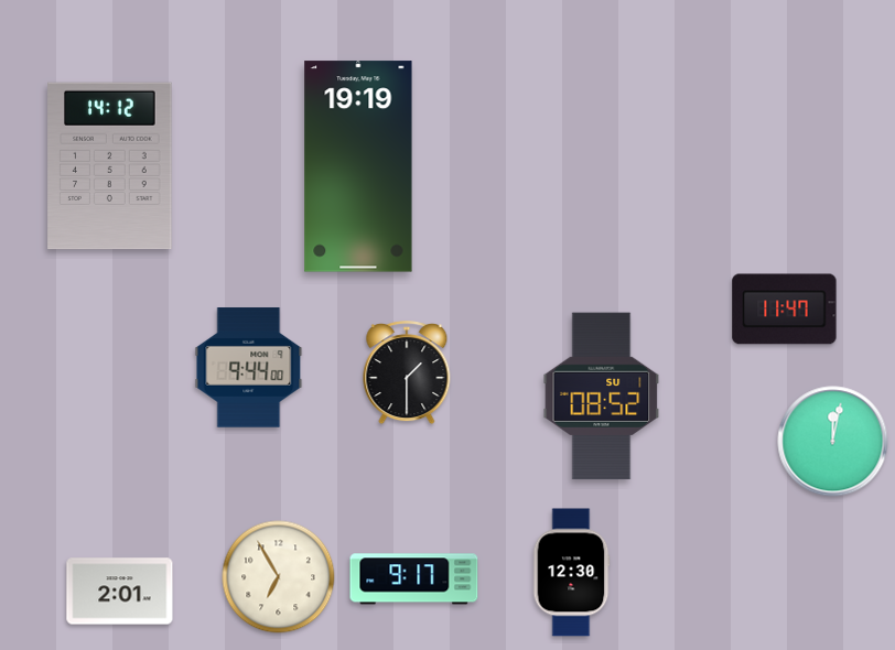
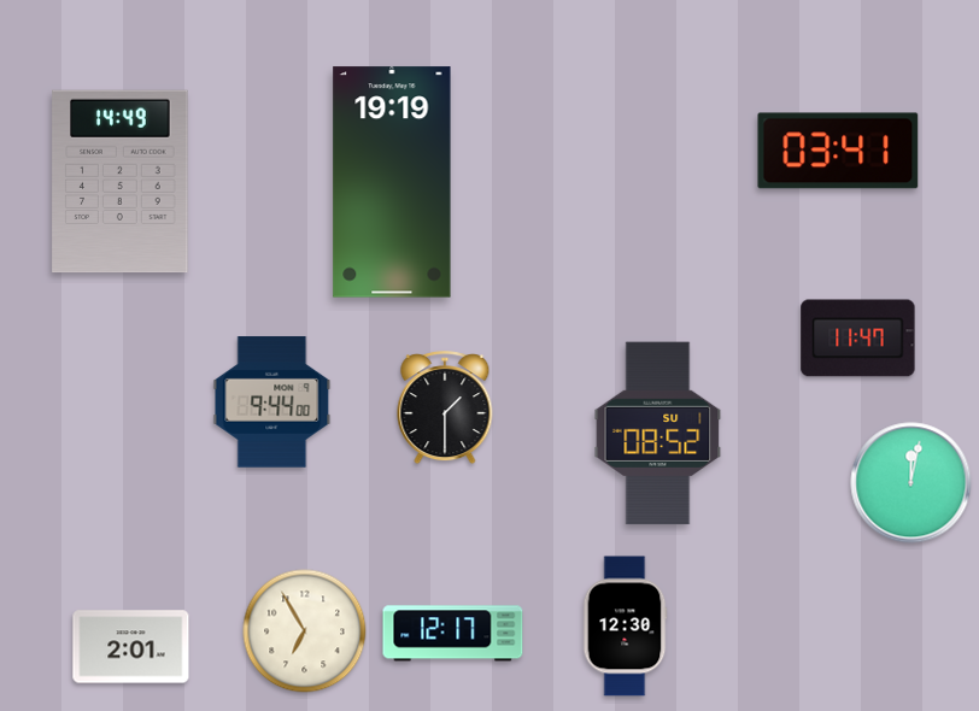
clock at (838, 151): none -> 03:41
clock at (110, 166): 14:12 -> 14:49
clock at (414, 579): 9:17 -> 12:17
